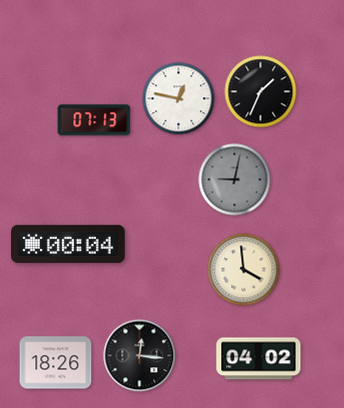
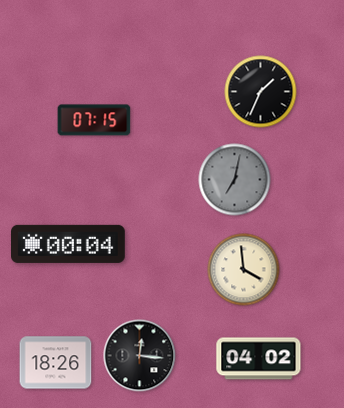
clock at (179, 99): 12:47 -> none
clock at (94, 120): 07:13 -> 07:15
clock at (235, 180): 9:02 -> 7:02
